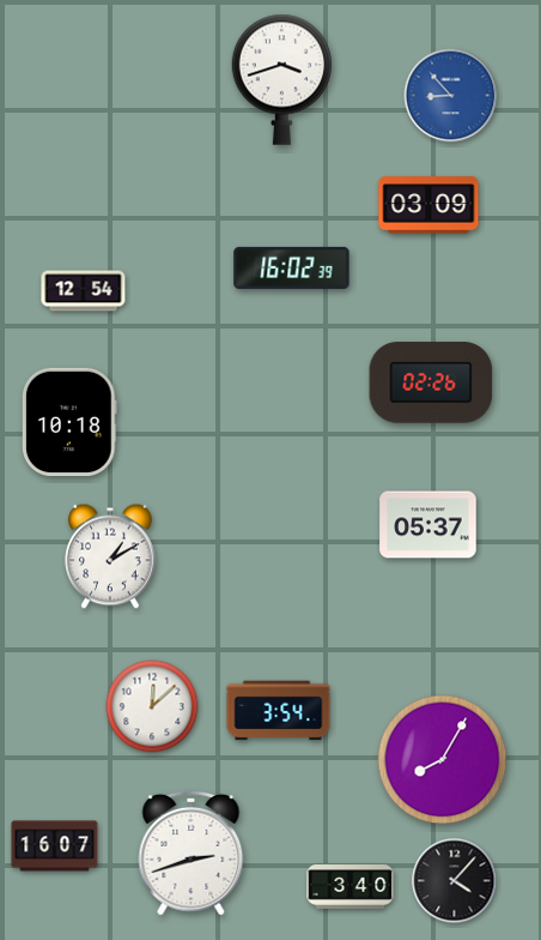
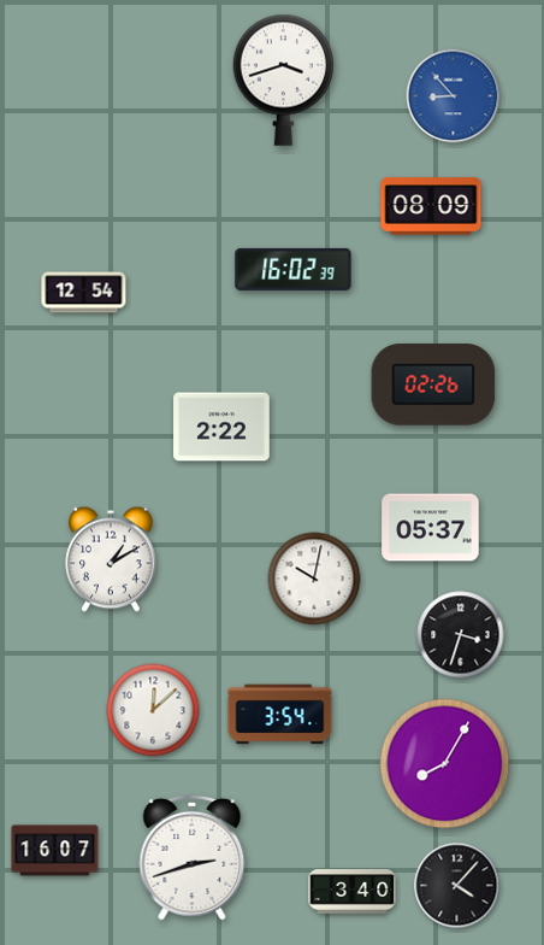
clock at (428, 205): 03:09 -> 08:09
clock at (69, 421): 10:18 -> none
clock at (221, 427): none -> 2:22
clock at (314, 579): none -> 10:02
clock at (461, 635): none -> 3:33
